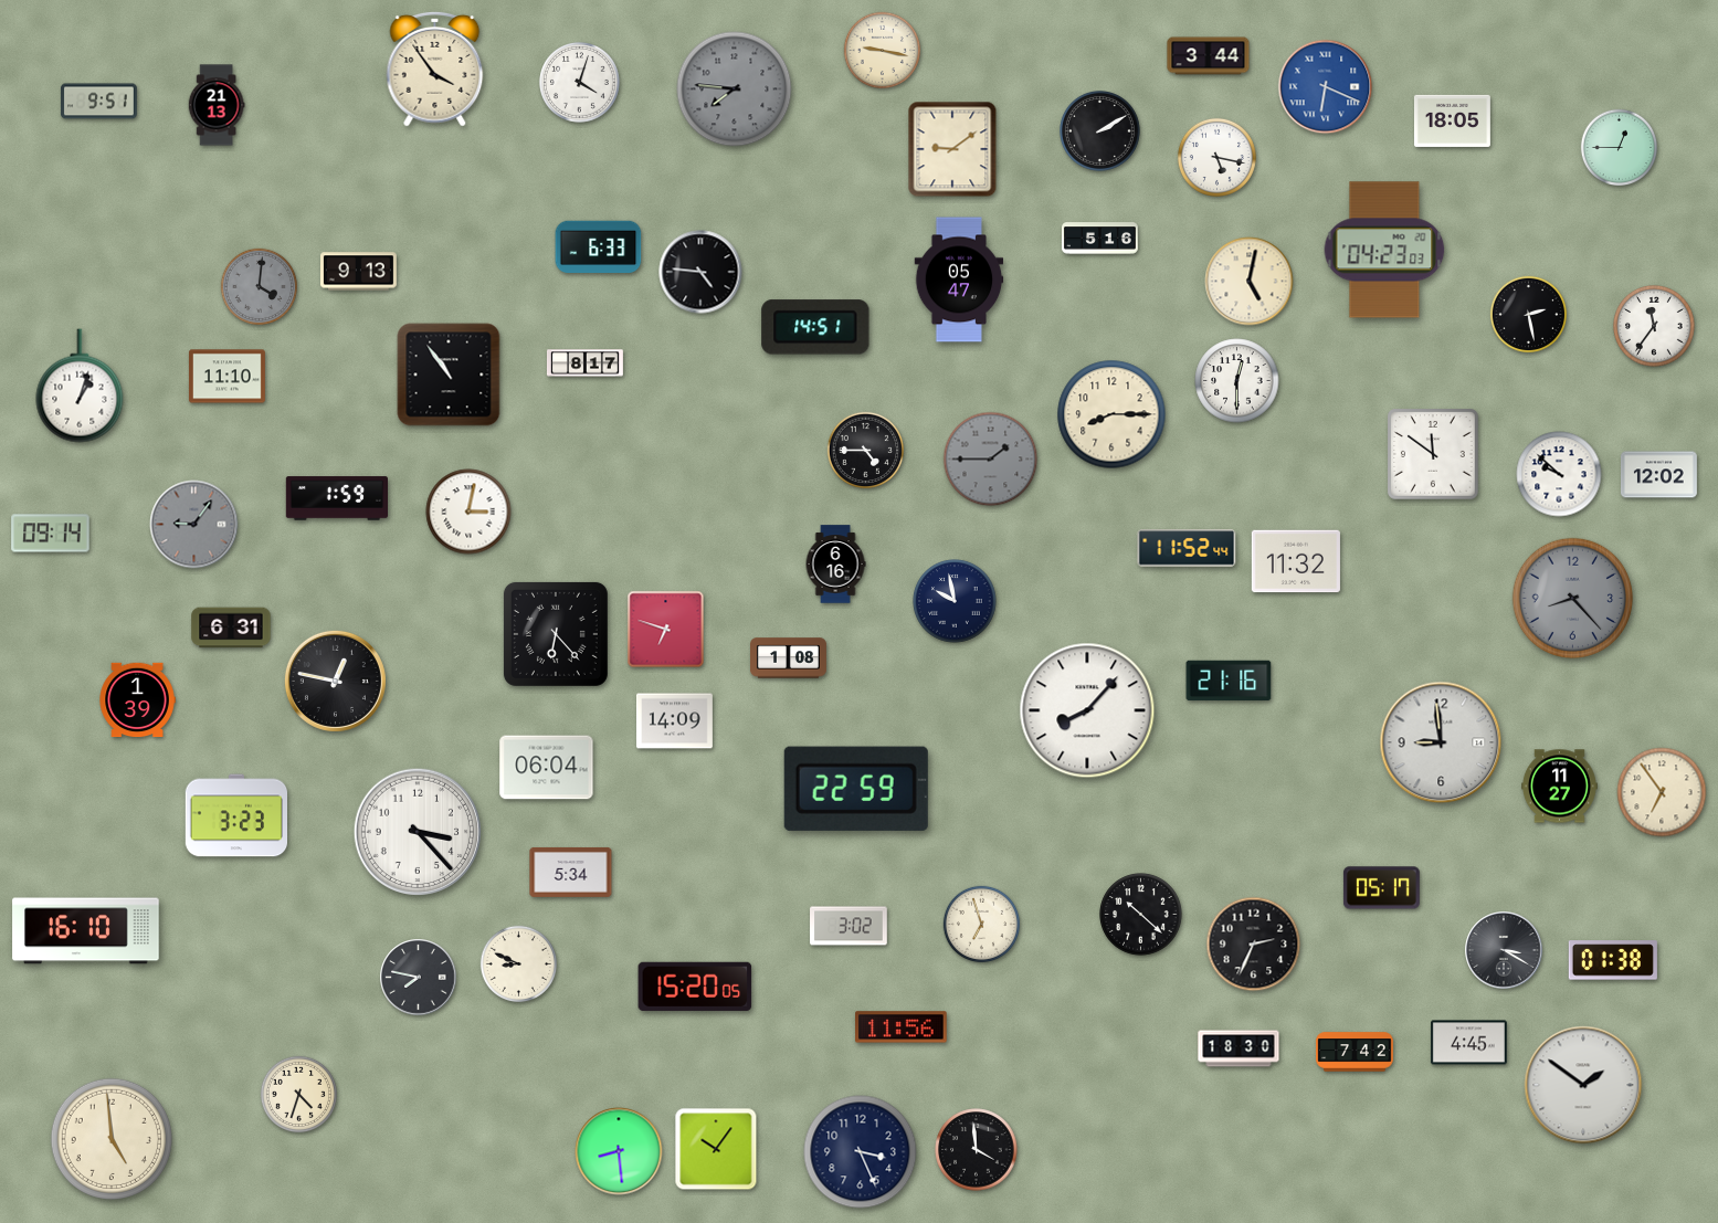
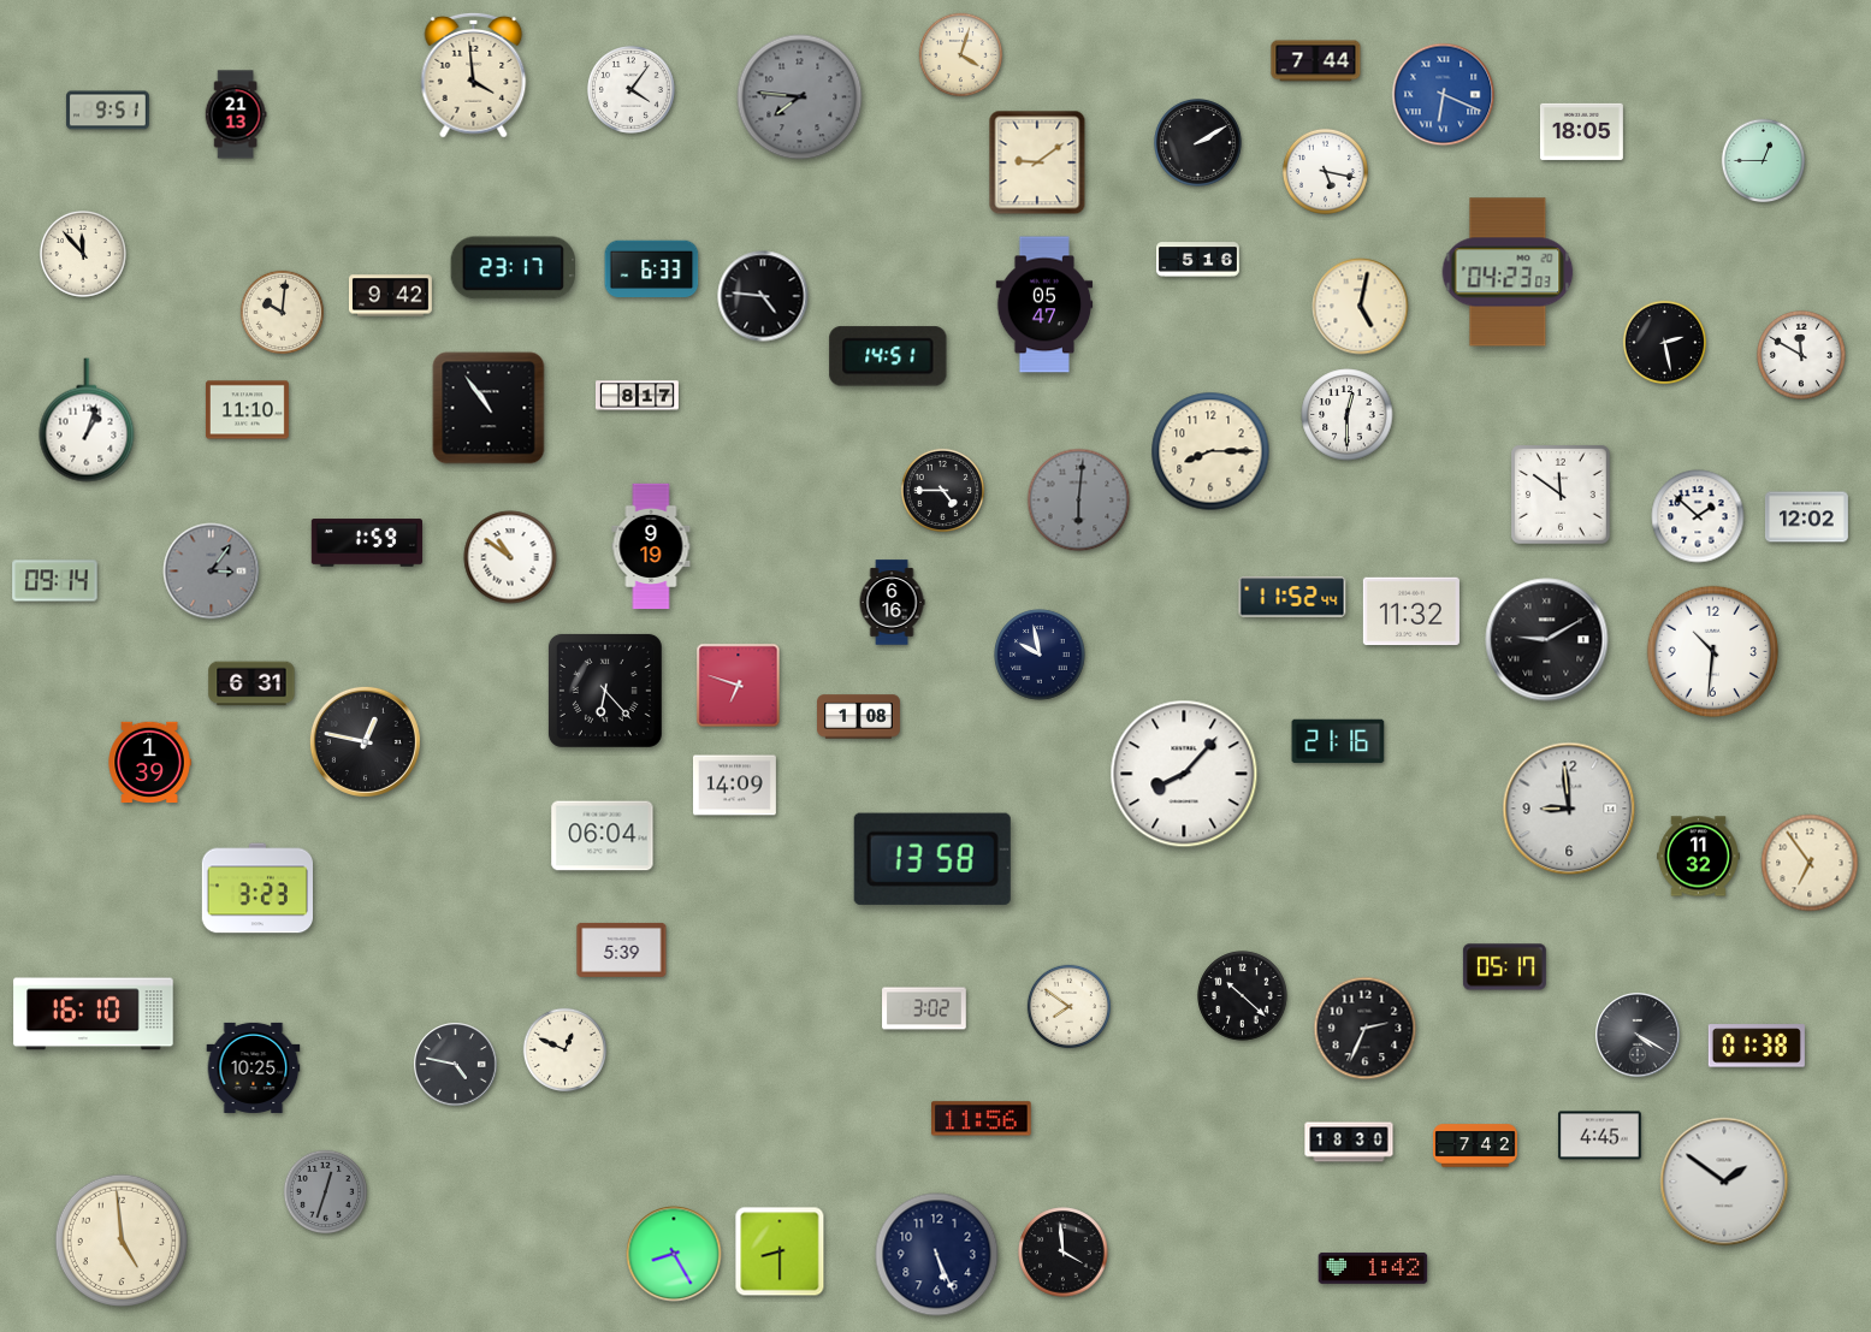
clock at (883, 51): 9:17 -> 4:03
clock at (1209, 56): 3:44 -> 7:44
clock at (435, 68): 3:54 -> 3:59
clock at (580, 83): 4:03 -> 4:06
clock at (83, 254): none -> 11:53
clock at (514, 268): none -> 23:17
clock at (358, 272): 9:13 -> 9:42
clock at (260, 287): 4:01 -> 10:01
clock at (260, 287) dial: grey -> cream
clock at (1654, 326): 11:36 -> 11:50
clock at (991, 460): 1:45 -> 6:01
clock at (1559, 474): 9:52 -> 1:52
clock at (651, 546): none -> 9:19
clock at (468, 512): 3:02 -> 10:51
clock at (194, 525): 9:06 -> 3:06
clock at (835, 565) position: (835, 565) -> (892, 603)
clock at (1547, 640): none -> 9:10
clock at (1573, 599): 8:23 -> 10:31
clock at (1573, 599) dial: grey -> white
clock at (666, 630) position: (666, 630) -> (739, 686)
clock at (547, 768) position: (547, 768) -> (603, 836)
clock at (1559, 787): 11:27 -> 11:32
clock at (856, 789): 22:59 -> 13:58
clock at (417, 831): 3:23 -> none
clock at (571, 872): 5:34 -> 5:39
clock at (982, 925): 6:57 -> 7:51
clock at (1504, 950): 3:20 -> 4:20
clock at (519, 964): 8:49 -> 12:49
clock at (419, 978): 7:47 -> 4:47
clock at (254, 1067): none -> 10:25
clock at (695, 987): 15:20 -> none
clock at (299, 1095): 4:33 -> 12:33
clock at (299, 1095) dial: cream -> grey
clock at (716, 1149): 10:06 -> 8:30
clock at (619, 1151): 8:29 -> 8:25
clock at (861, 1152): 3:26 -> 5:26
clock at (1373, 1268): none -> 1:42
